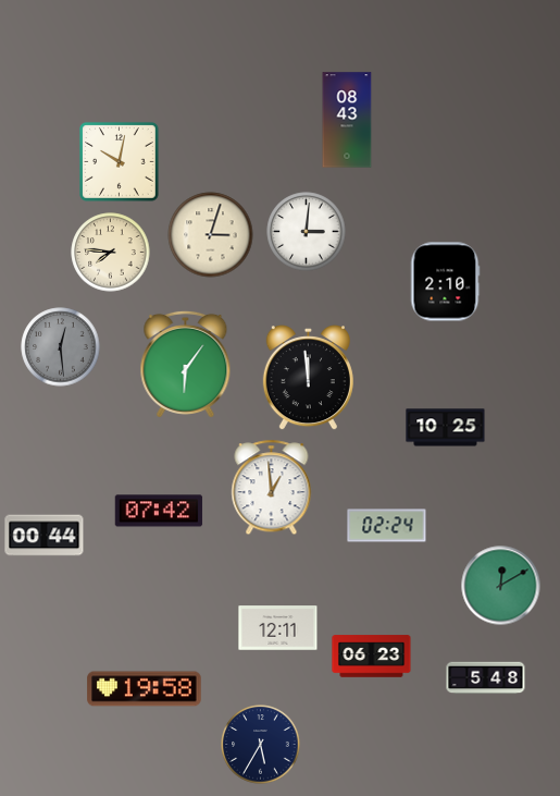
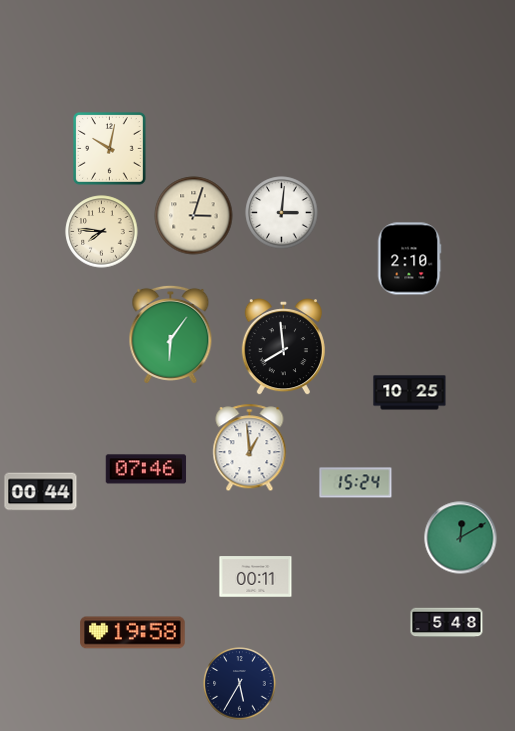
clock at (347, 120): 08:43 -> none
clock at (61, 347): 12:29 -> none
clock at (308, 378): 11:59 -> 7:59
clock at (159, 511): 07:42 -> 07:46
clock at (387, 526): 02:24 -> 15:24
clock at (278, 628): 12:11 -> 00:11
clock at (372, 657): 06:23 -> none
